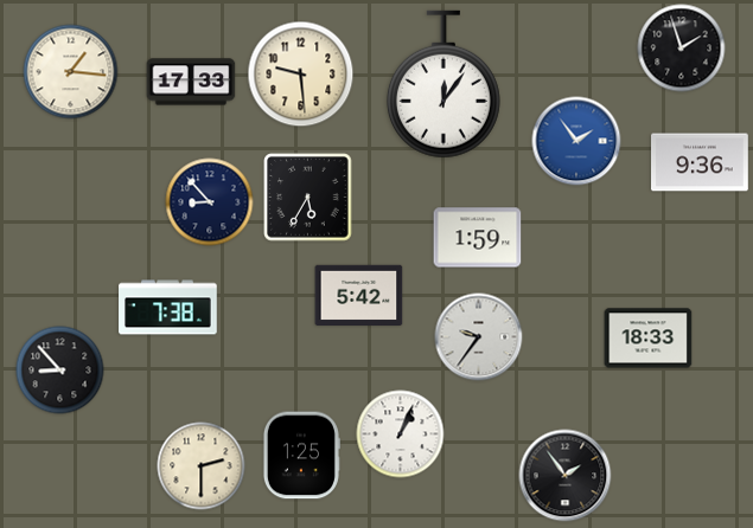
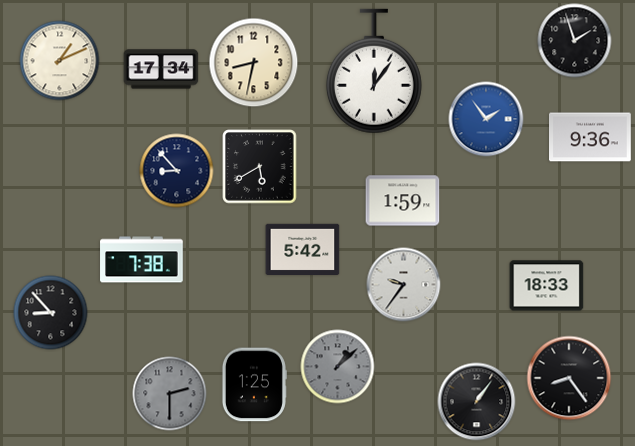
clock at (71, 72): 1:16 -> 1:11
clock at (301, 75): 9:29 -> 8:32
clock at (191, 82): 17:33 -> 17:34
clock at (308, 198): 5:35 -> 5:40
clock at (401, 434): 1:04 -> 1:08
clock at (401, 434) dial: white -> grey
clock at (569, 378): none -> 8:24
clock at (202, 466) dial: cream -> grey
clock at (566, 476): 1:54 -> 1:06
